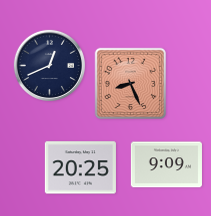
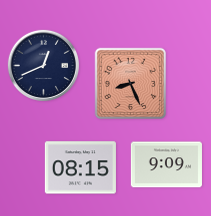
clock at (49, 65) position: (49, 65) -> (43, 65)
clock at (80, 168): 20:25 -> 08:15
